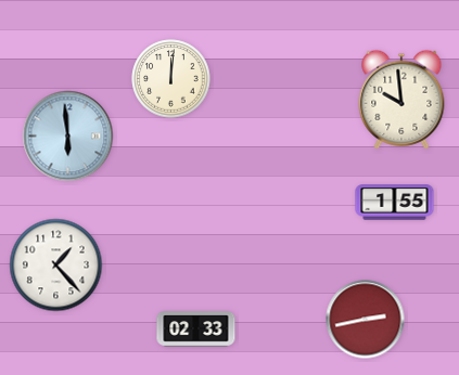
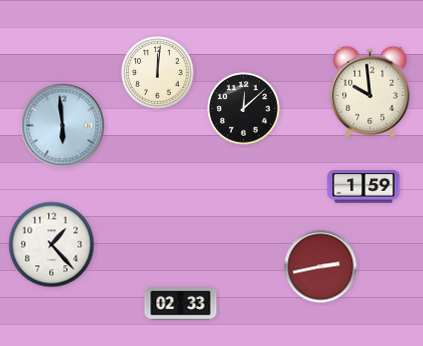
clock at (244, 109): none -> 12:08
clock at (395, 203): 1:55 -> 1:59
clock at (366, 320) position: (366, 320) -> (321, 267)
